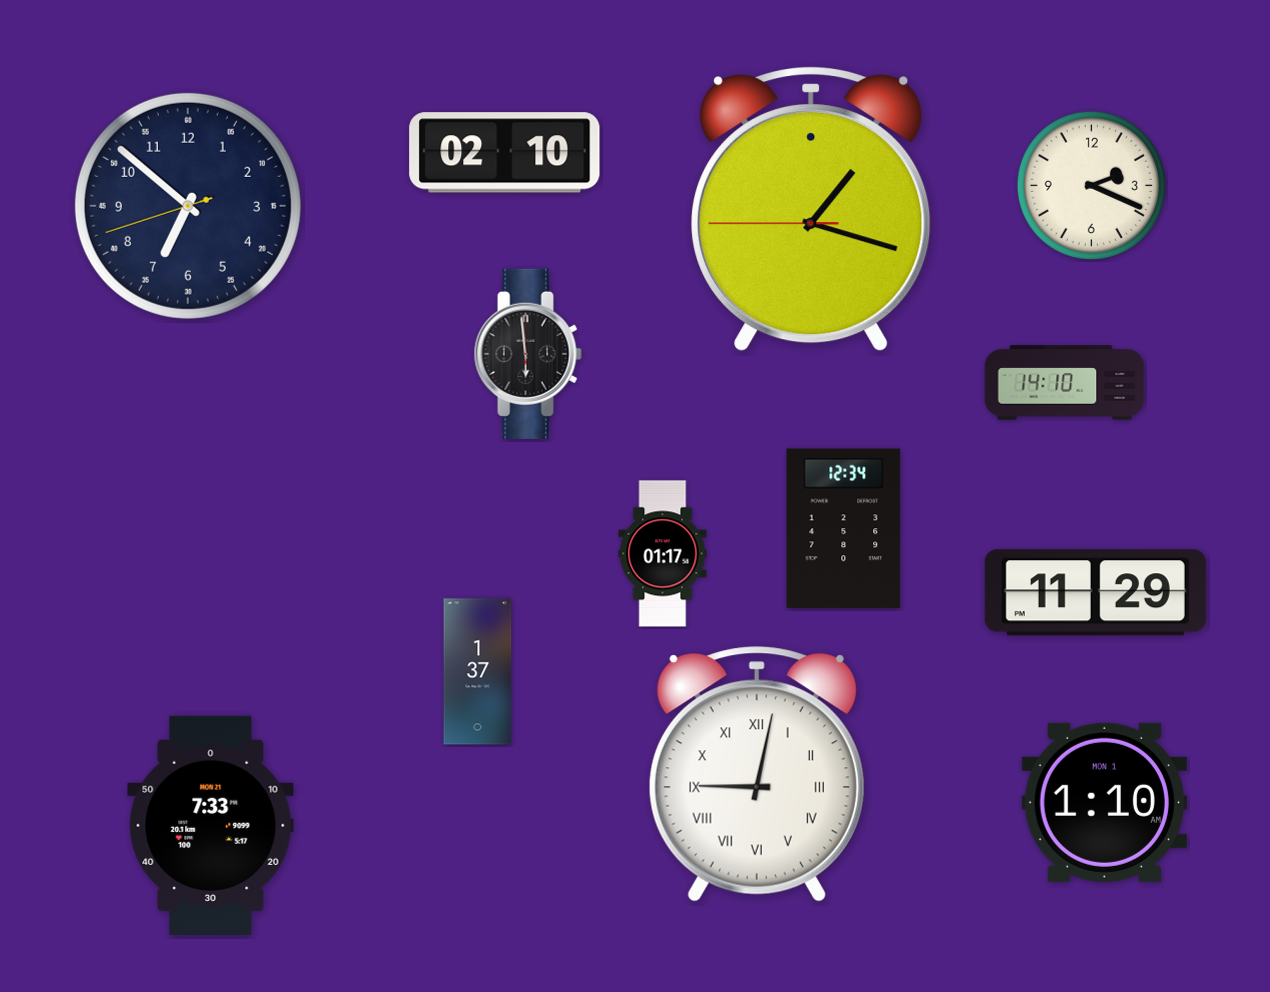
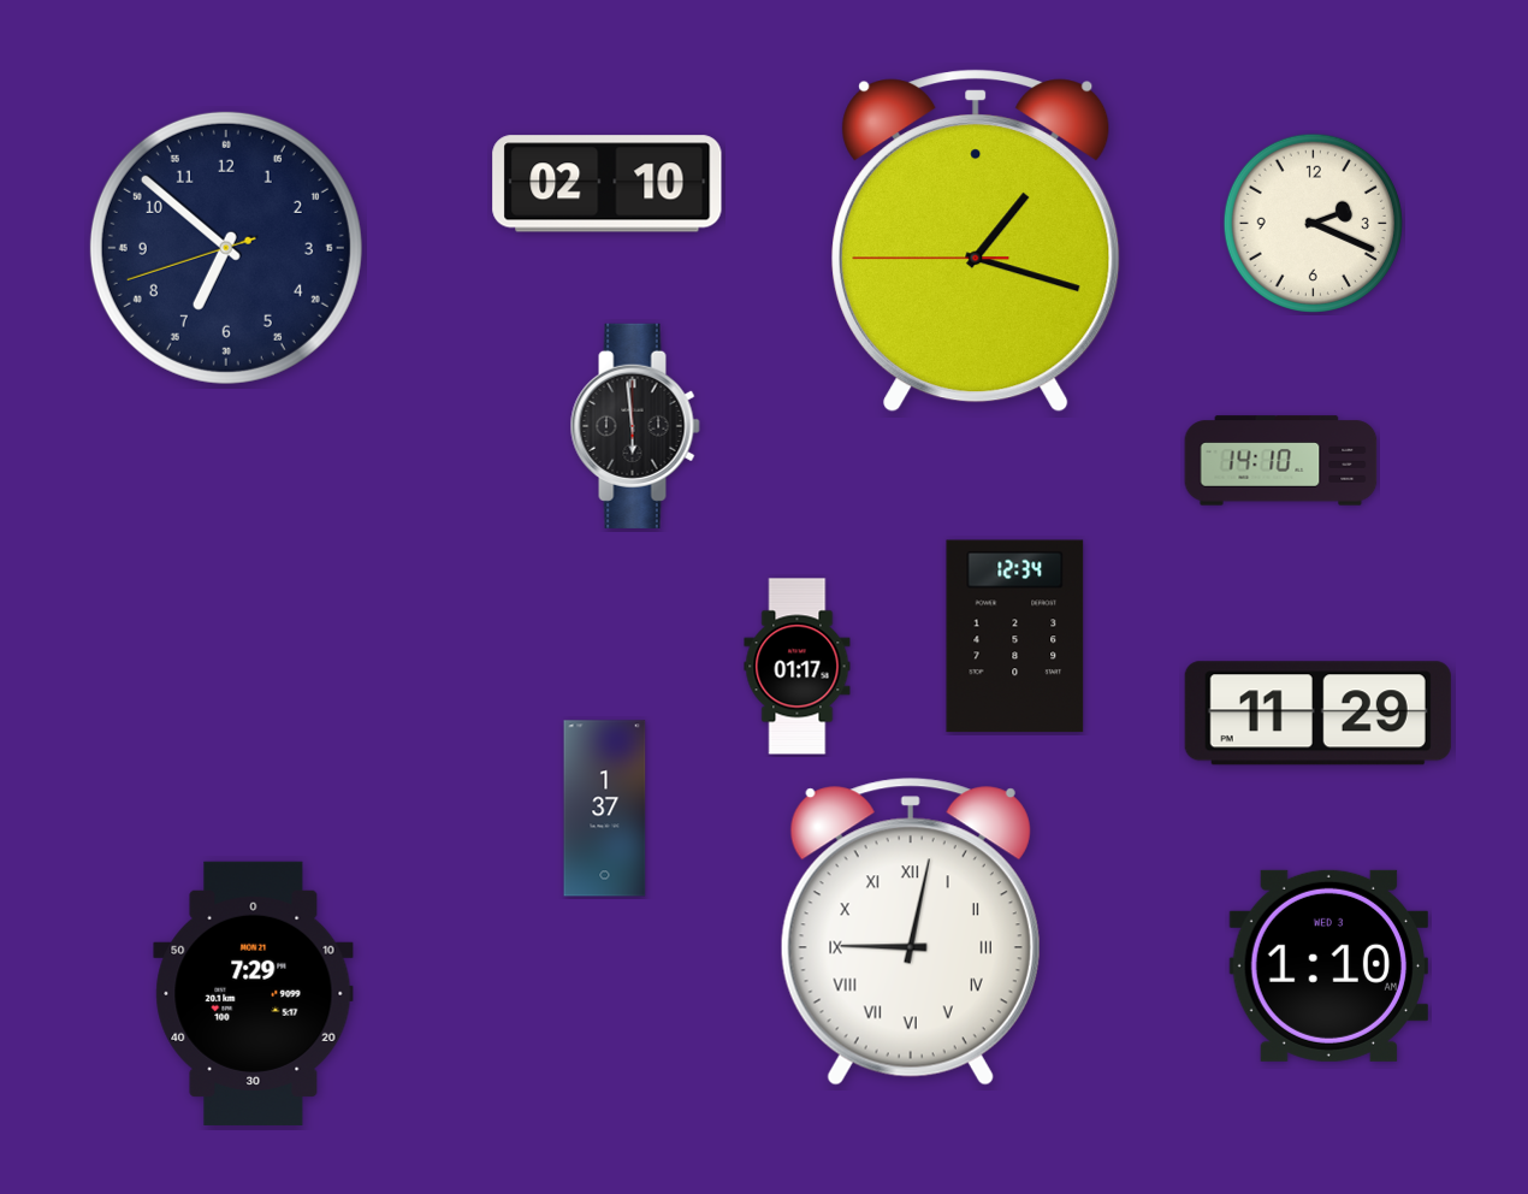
clock at (811, 209) position: (811, 209) -> (976, 241)
clock at (478, 672) position: (478, 672) -> (605, 809)
clock at (1104, 802) date: MON 1 -> WED 3
clock at (211, 825): 7:33 -> 7:29
